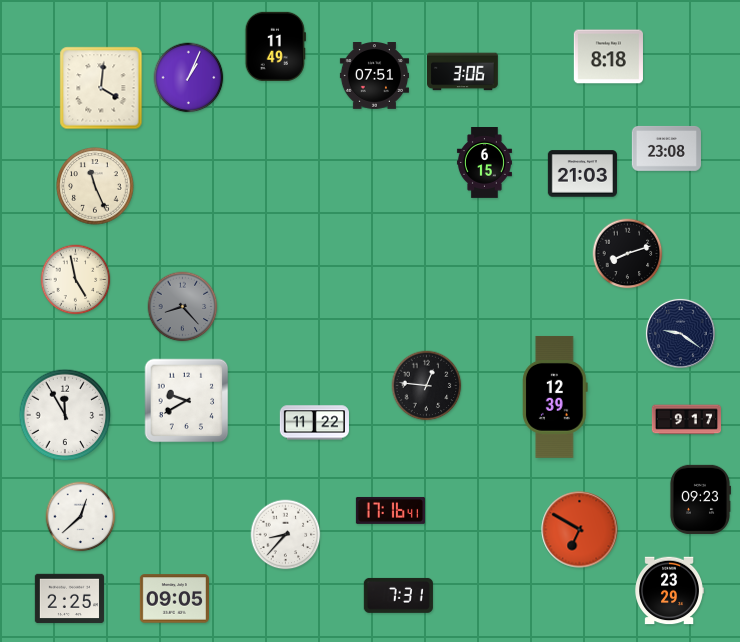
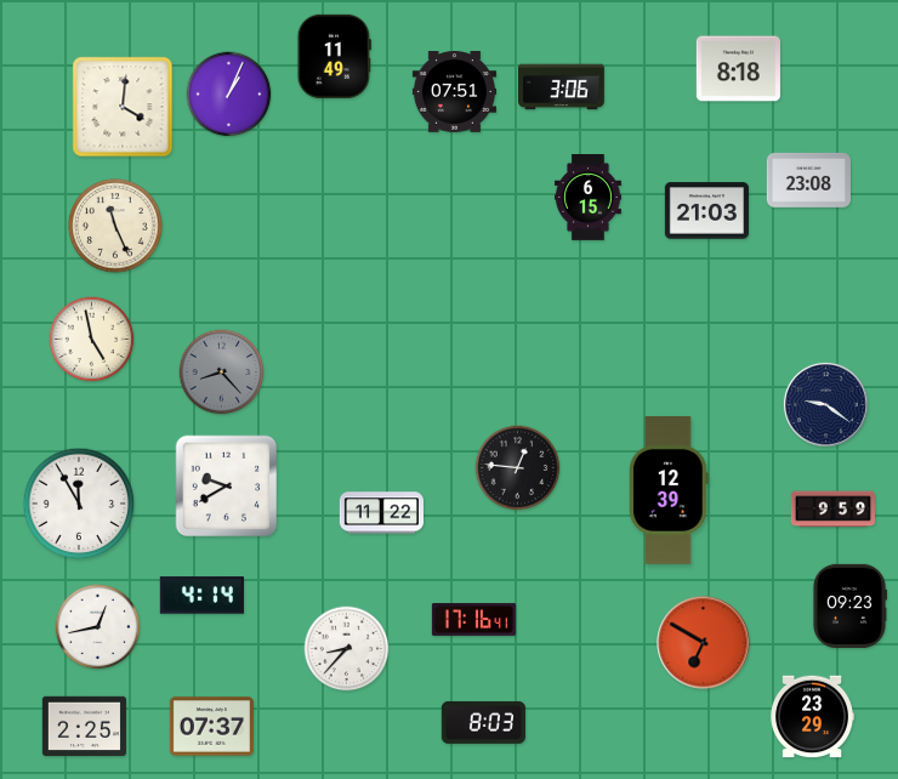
clock at (628, 254): 8:12 -> none
clock at (556, 397) position: (556, 397) -> (670, 490)
clock at (686, 420): 9:17 -> 9:59
clock at (201, 596): none -> 4:14
clock at (81, 517): 12:38 -> 12:43
clock at (398, 595): 7:31 -> 8:03
clock at (174, 599): 09:05 -> 07:37
